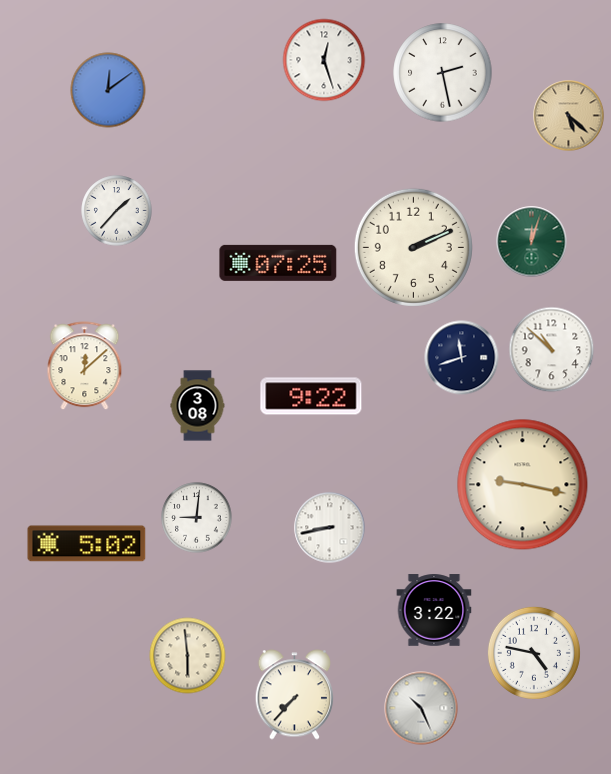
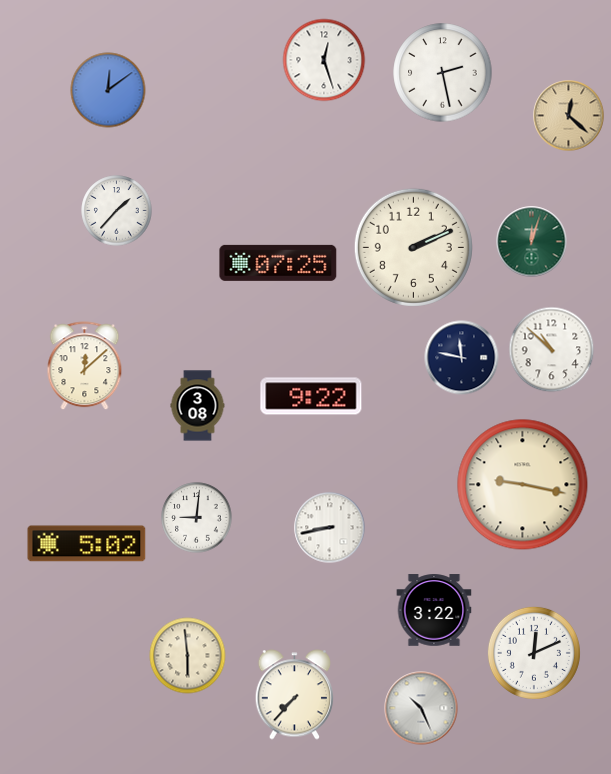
clock at (569, 116): 5:22 -> 12:22
clock at (462, 358): 11:42 -> 11:47
clock at (534, 653): 4:47 -> 12:11
